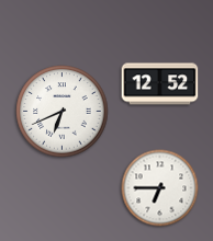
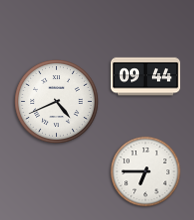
clock at (160, 84): 12:52 -> 09:44
clock at (63, 112): 6:41 -> 4:41
